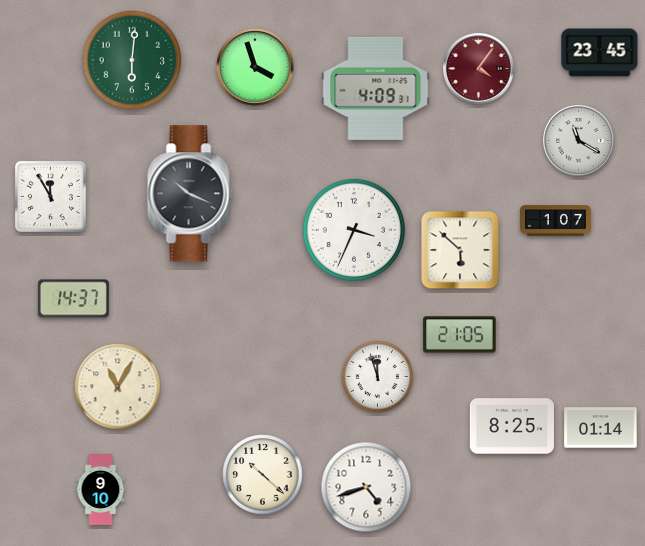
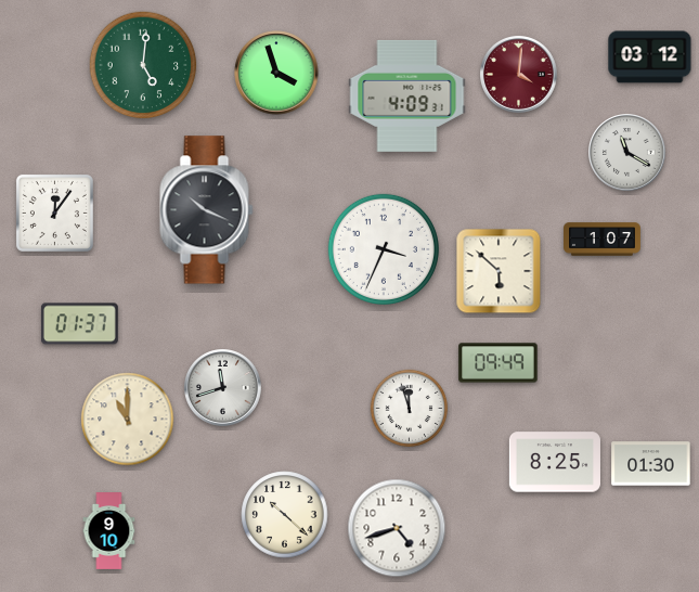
clock at (600, 53): 23:45 -> 03:12
clock at (132, 60): 6:01 -> 5:01
clock at (479, 69): 4:06 -> 4:01
clock at (50, 196): 11:55 -> 12:06
clock at (73, 299): 14:37 -> 01:37
clock at (460, 335): 21:05 -> 09:49
clock at (223, 388): none -> 11:42
clock at (118, 387): 11:05 -> 11:00
clock at (601, 428): 01:14 -> 01:30
